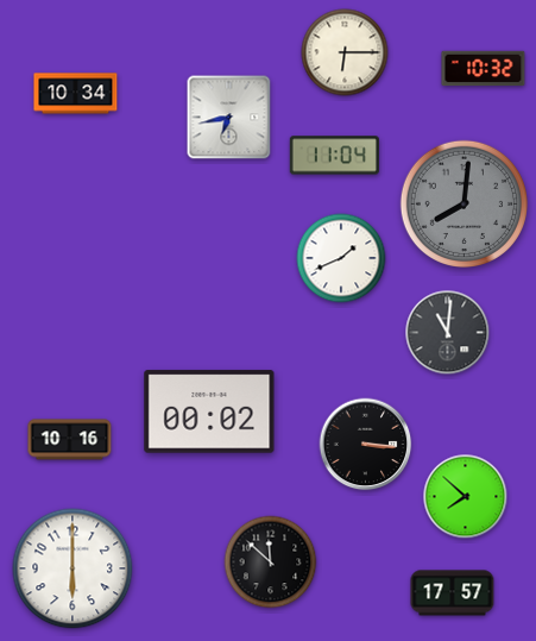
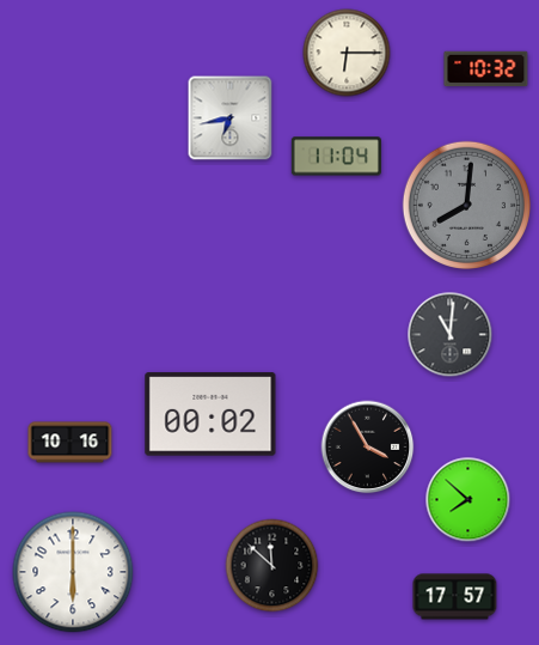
clock at (76, 94): 10:34 -> none
clock at (341, 258): 1:41 -> none
clock at (366, 445): 3:16 -> 3:55
